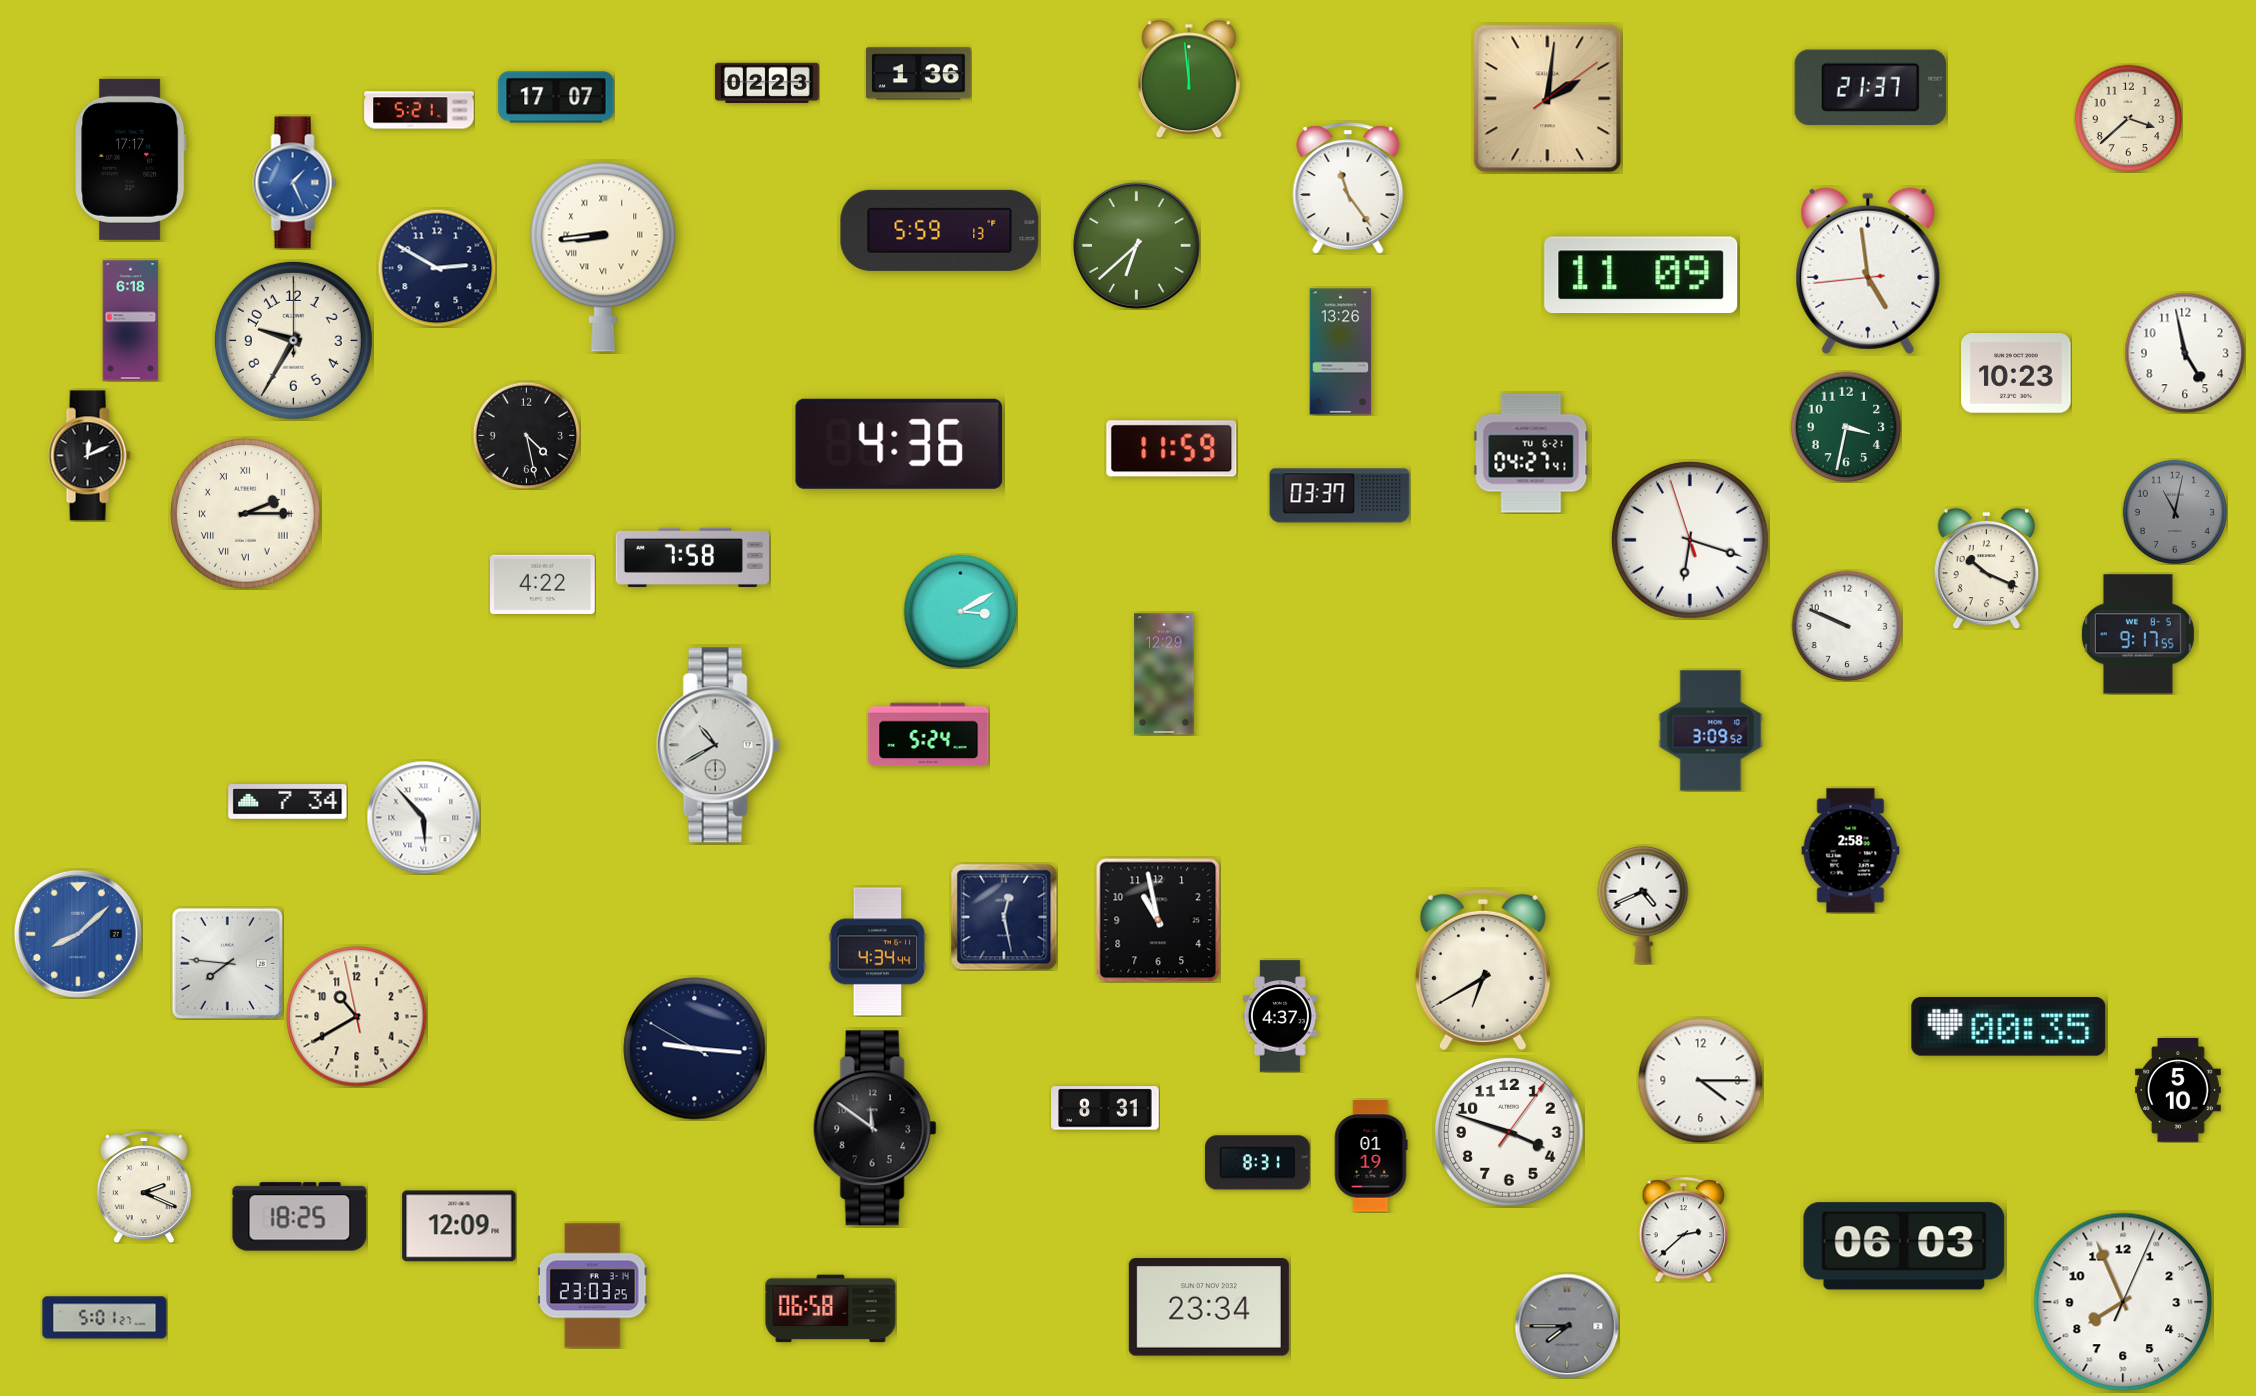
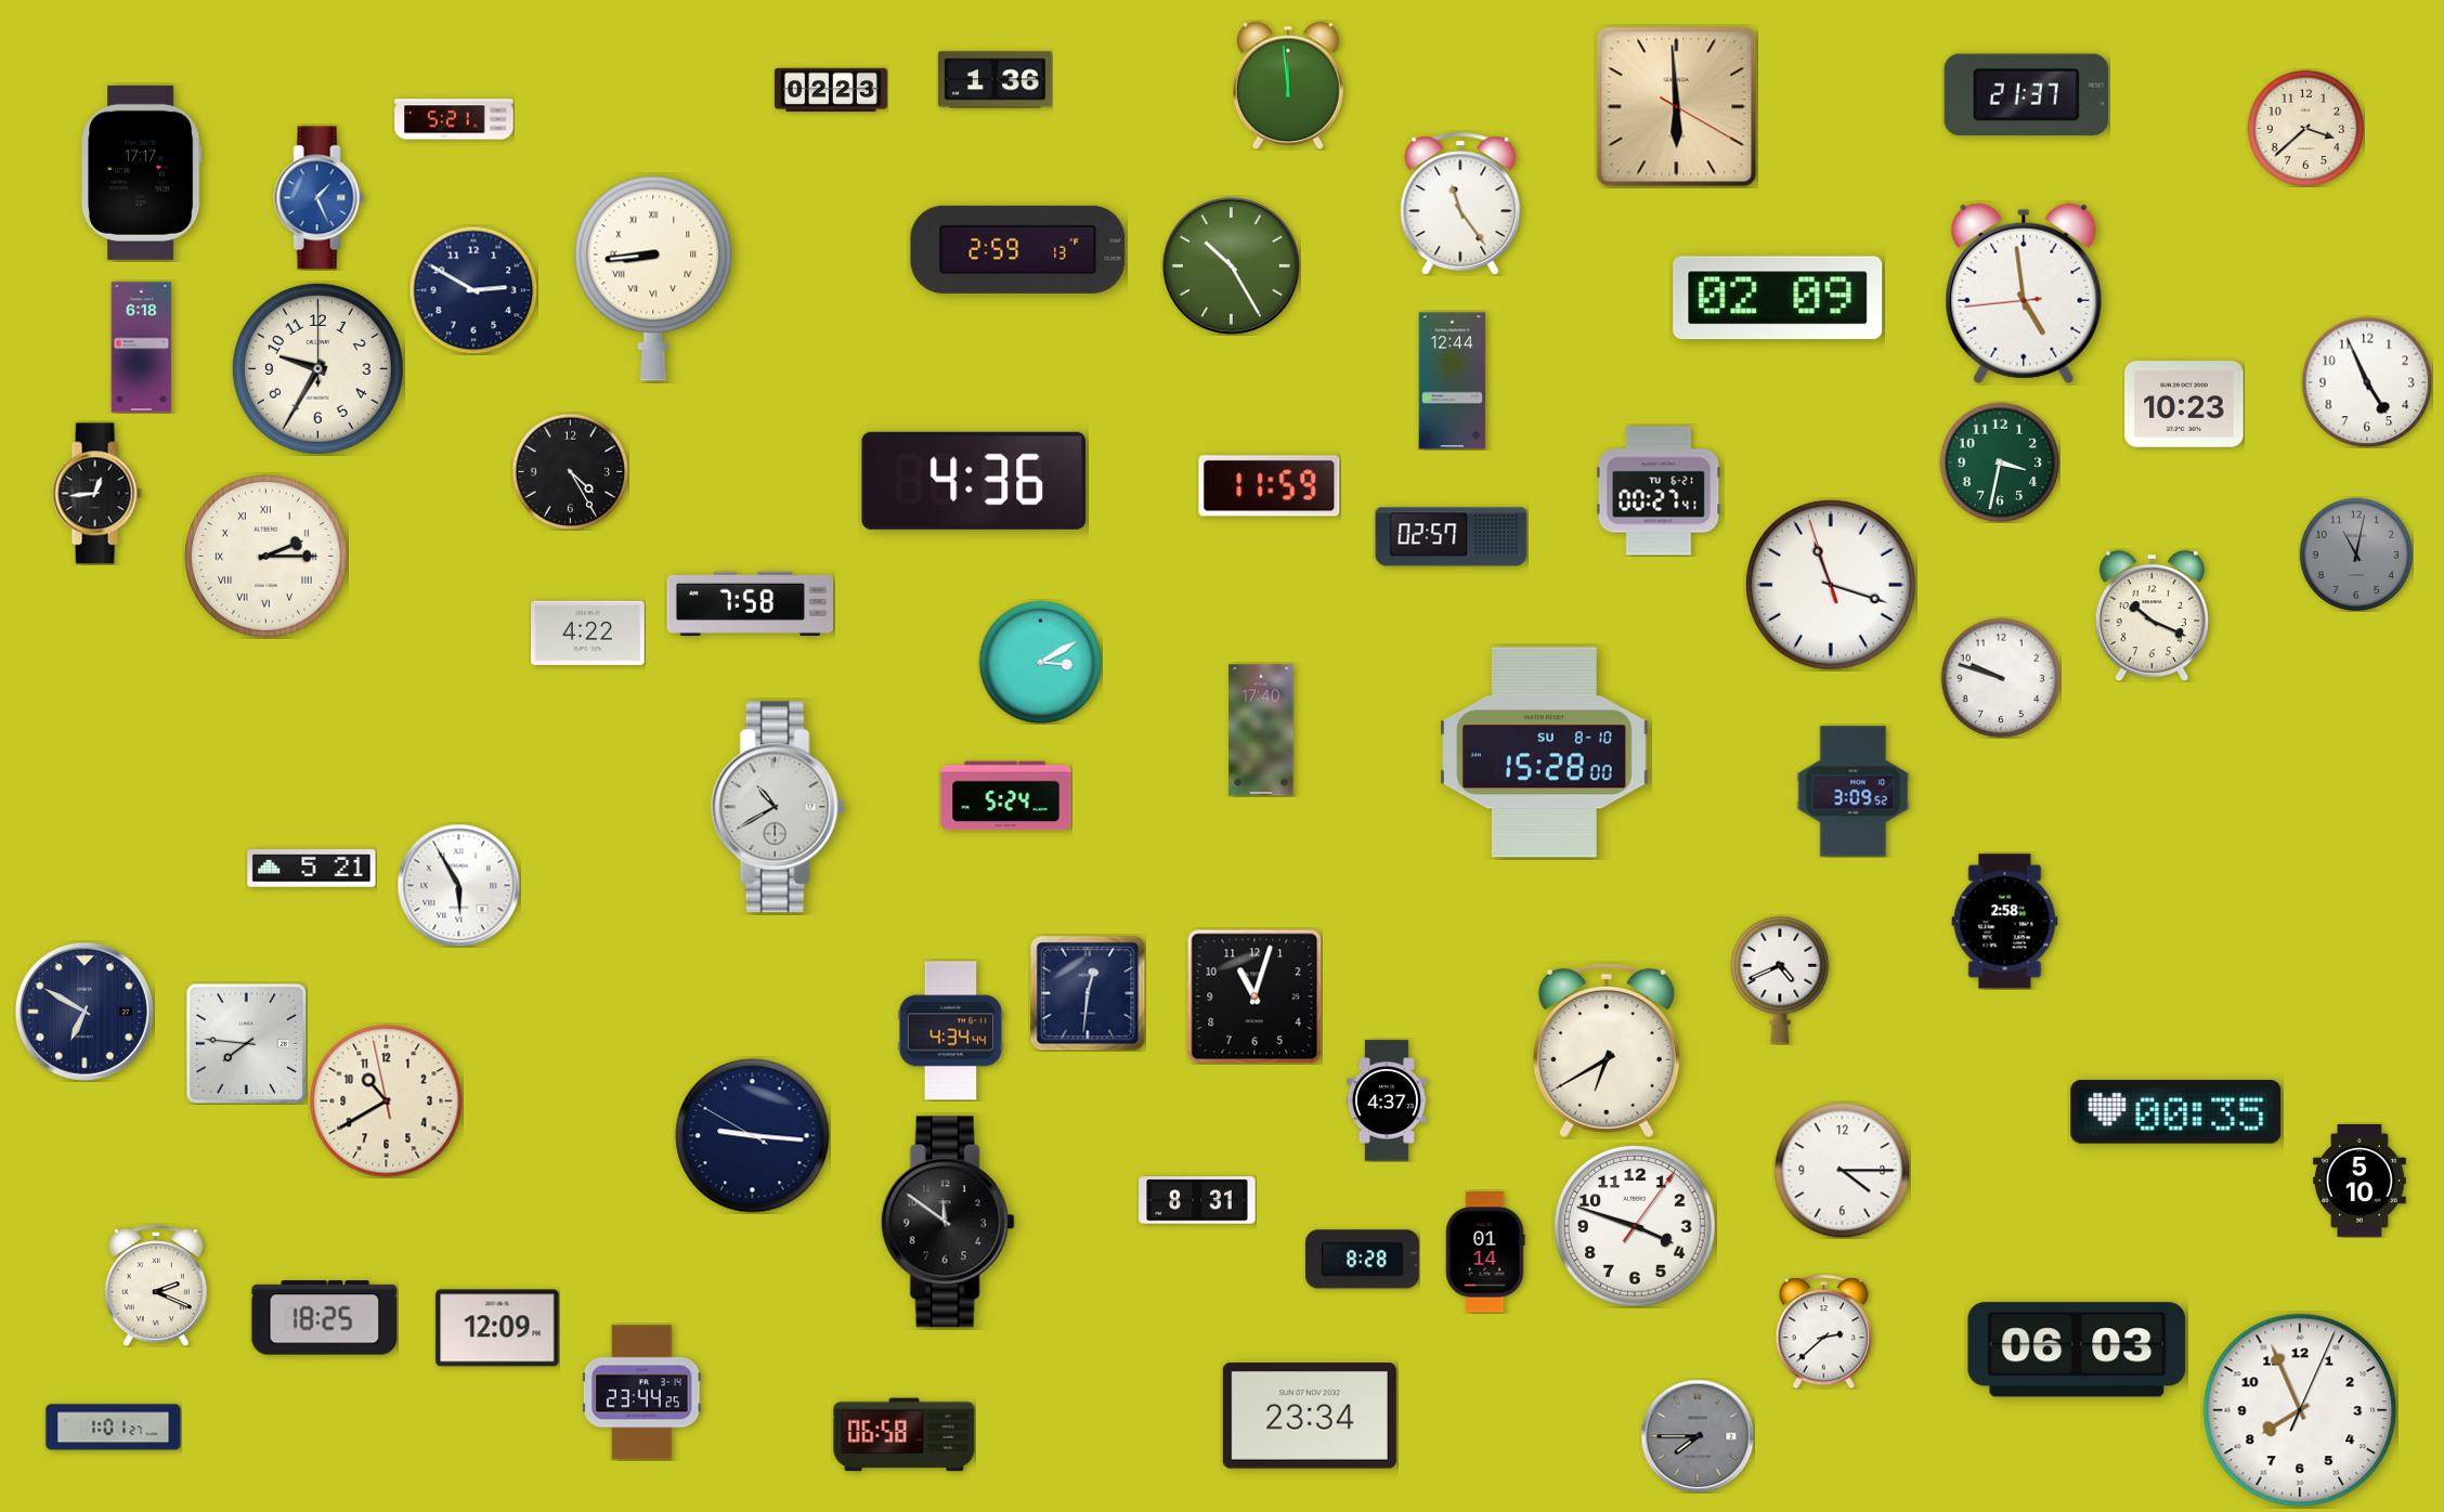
clock at (556, 97): 17:07 -> none
clock at (1548, 99): 2:01 -> 5:59
clock at (940, 230): 5:59 -> 2:59
clock at (1136, 245): 6:38 -> 10:25
clock at (1641, 275): 11:09 -> 02:09
clock at (1341, 352): 13:26 -> 12:44
clock at (2185, 353): 4:58 -> 4:56
clock at (526, 435): 4:28 -> 4:25
clock at (1531, 453): 04:27 -> 00:27
clock at (89, 456): 12:11 -> 12:44
clock at (1340, 496): 03:37 -> 02:57
clock at (1690, 540): 6:17 -> 11:17
clock at (1847, 626): 9:49 -> 9:48
clock at (2138, 634): 9:17 -> none
clock at (1164, 674): 12:29 -> 17:40
clock at (1545, 753): none -> 15:28
clock at (288, 802): 7:34 -> 5:21
clock at (423, 817): 5:53 -> 5:55
clock at (1004, 917): 12:28 -> 12:31
clock at (1158, 920): 10:58 -> 11:03
clock at (78, 934): 8:08 -> 6:50
clock at (78, 934) dial: blue -> navy
clock at (1371, 1156): 01:19 -> 01:14
clock at (1258, 1163): 8:31 -> 8:28
clock at (1904, 1246) position: (1904, 1246) -> (2077, 1350)
clock at (592, 1286): 23:03 -> 23:44
clock at (831, 1309) position: (831, 1309) -> (905, 1435)
clock at (105, 1318): 5:01 -> 1:01
